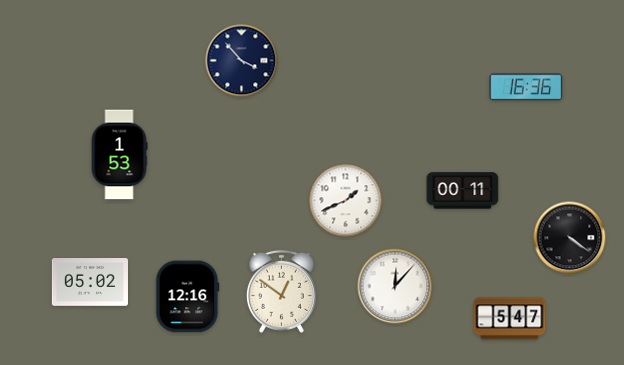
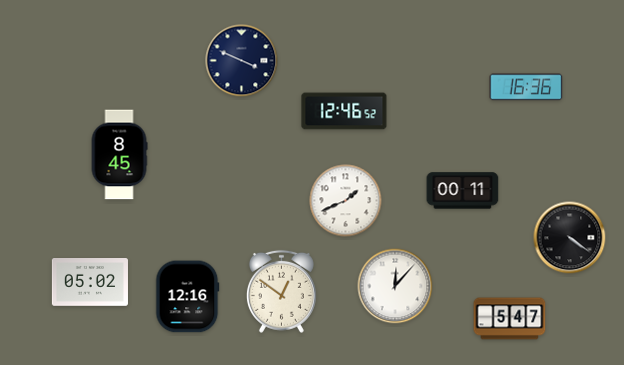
clock at (242, 61): 3:53 -> 3:49
clock at (344, 111): none -> 12:46
clock at (119, 155): 1:53 -> 8:45
